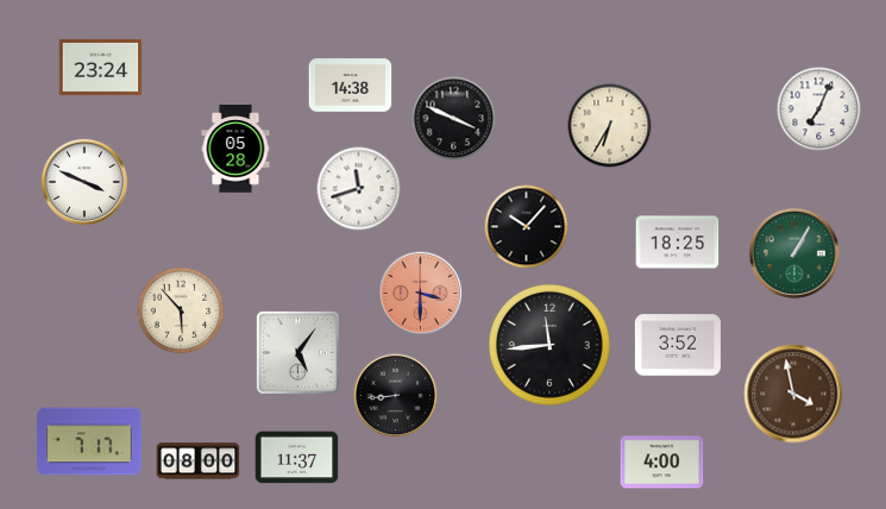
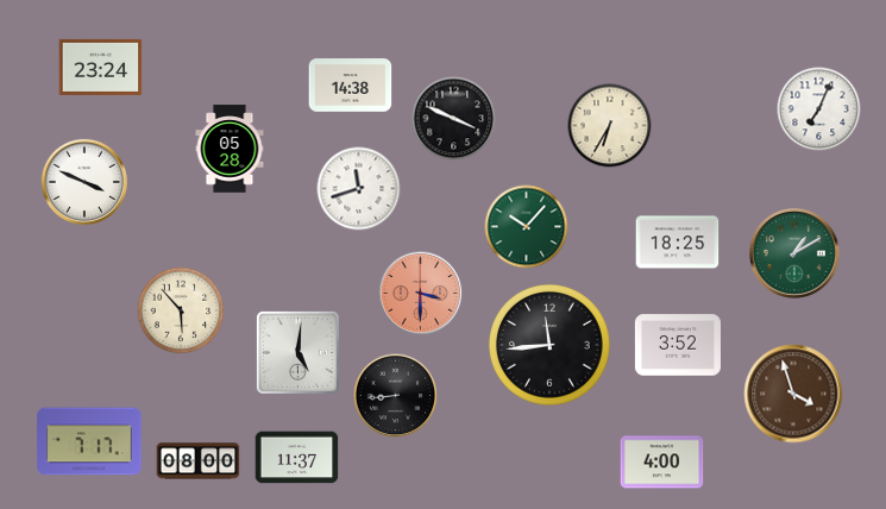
clock at (235, 149) position: (235, 149) -> (230, 149)
clock at (527, 227) dial: black -> green
clock at (794, 253): 1:05 -> 1:10
clock at (297, 352): 5:06 -> 5:01
clock at (793, 394): 3:58 -> 3:57
